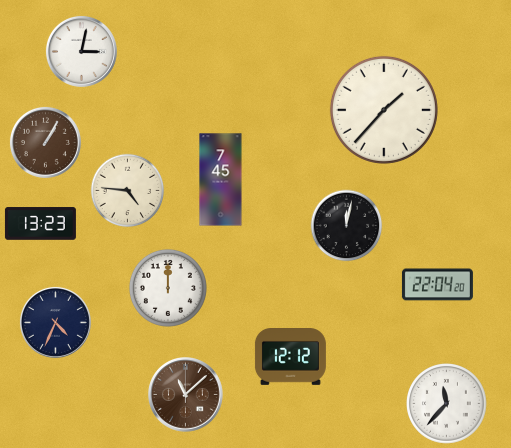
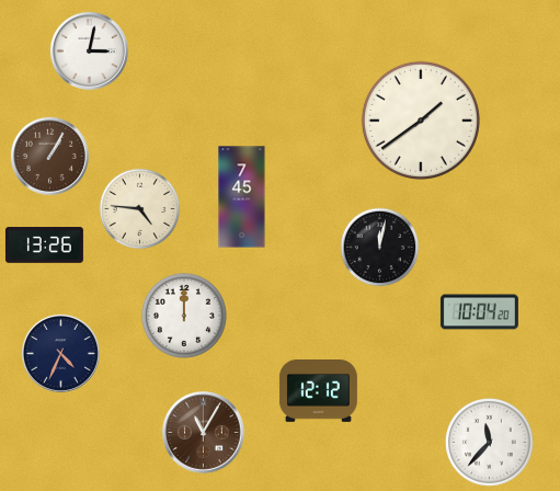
clock at (81, 51) position: (81, 51) -> (89, 50)
clock at (384, 110): 1:37 -> 1:39
clock at (40, 224): 13:23 -> 13:26
clock at (437, 285): 22:04 -> 10:04
clock at (186, 395): 11:08 -> 11:05
